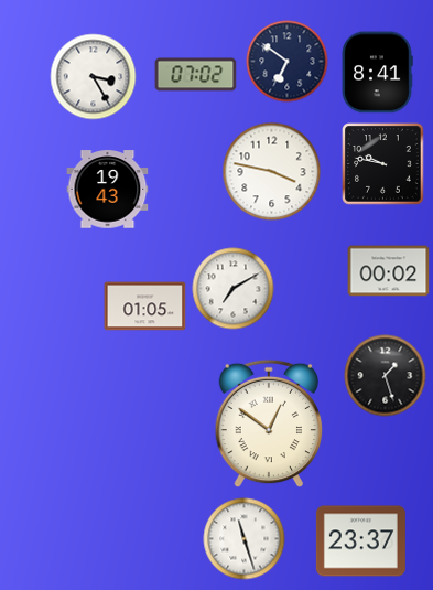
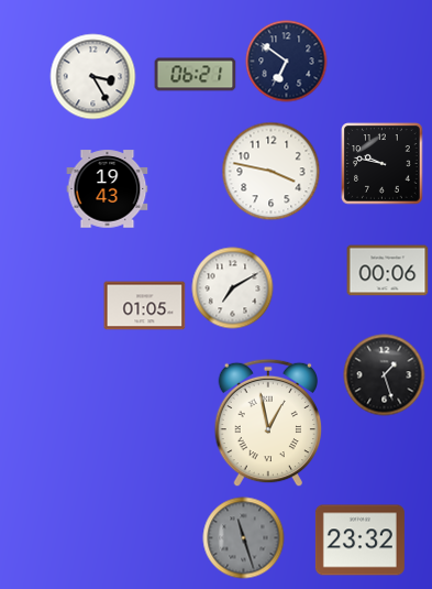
clock at (377, 73): 8:41 -> none
clock at (196, 75): 07:02 -> 06:21
clock at (389, 271): 00:02 -> 00:06
clock at (269, 423): 12:51 -> 12:58
clock at (245, 539) dial: white -> grey
clock at (360, 541): 23:37 -> 23:32
